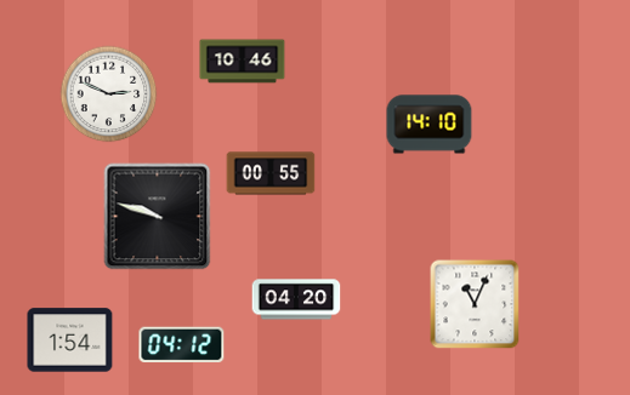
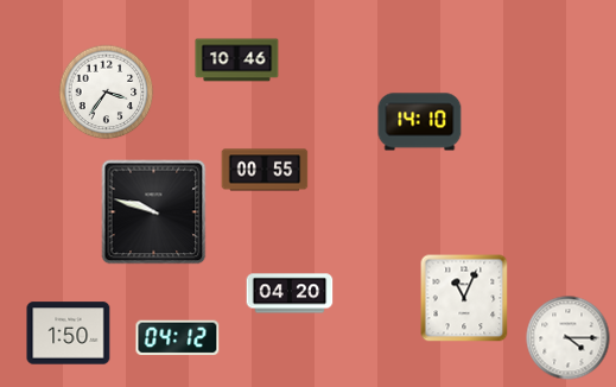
clock at (109, 95): 2:49 -> 3:36
clock at (70, 340): 1:54 -> 1:50
clock at (569, 338): none -> 4:15
